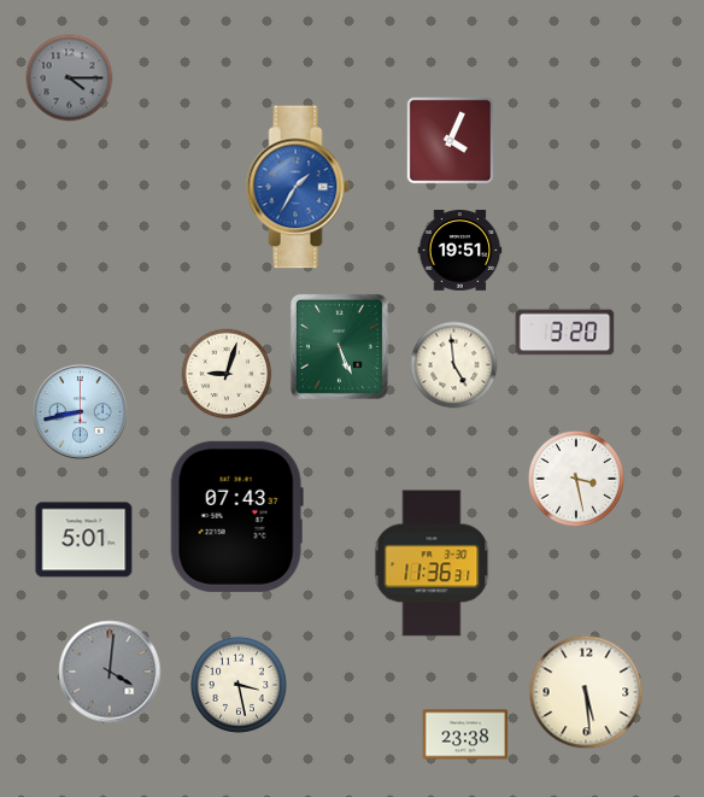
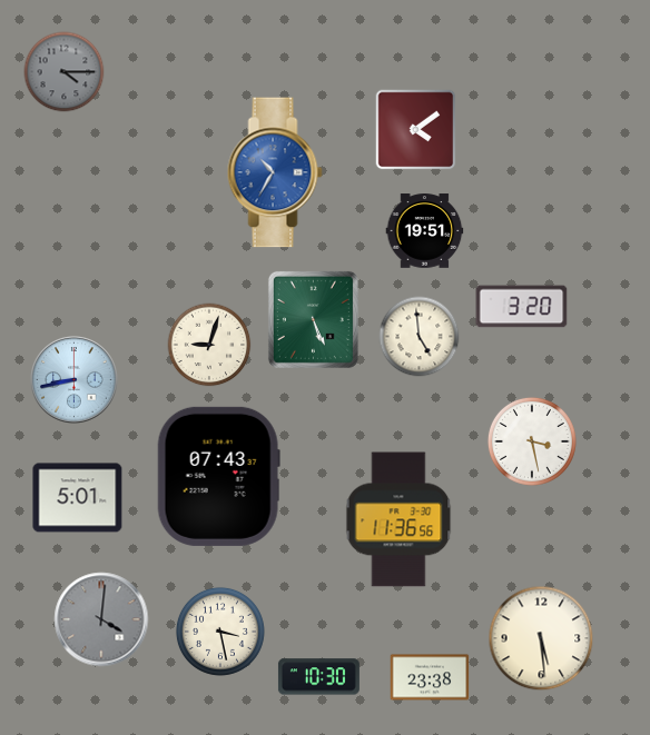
clock at (451, 141): 4:04 -> 4:09
clock at (298, 187): 1:35 -> 10:35
clock at (432, 563): 11:36:31 -> 11:36:56
clock at (318, 677): none -> 10:30
